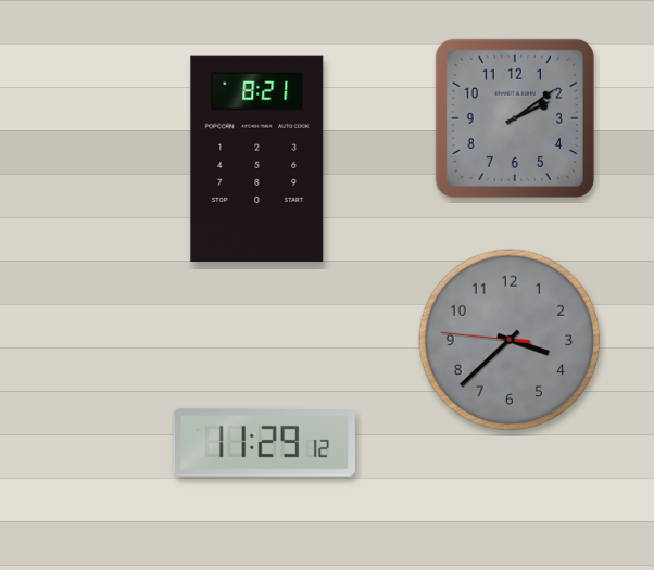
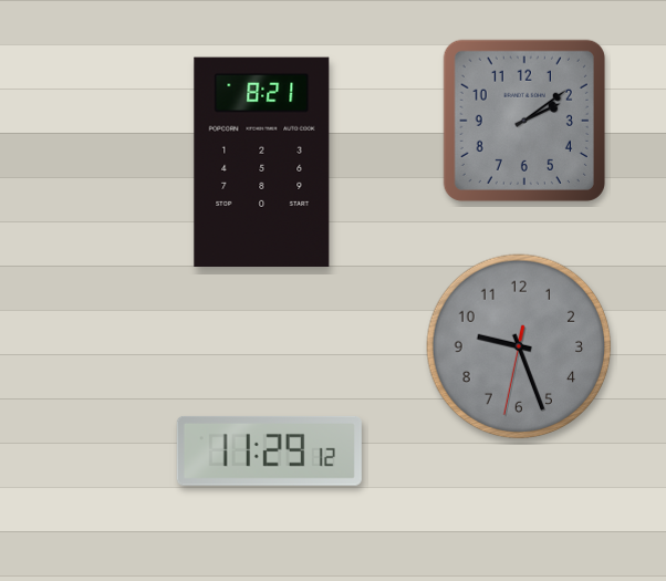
clock at (510, 340): 3:37 -> 9:26
